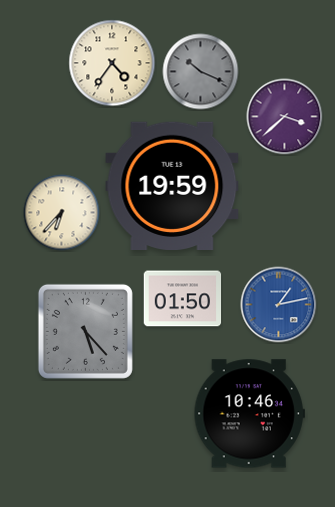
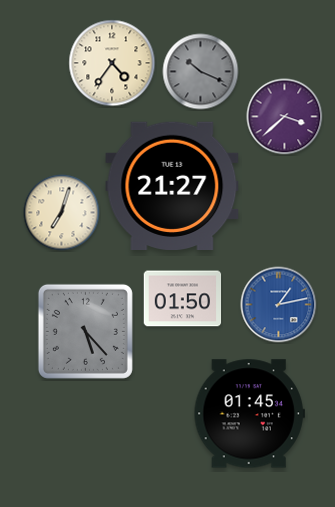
clock at (172, 185): 19:59 -> 21:27
clock at (62, 213): 6:37 -> 7:03
clock at (249, 414): 10:46 -> 01:45
